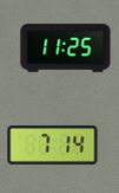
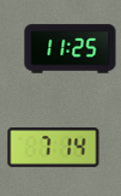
clock at (66, 49) position: (66, 49) -> (71, 49)
